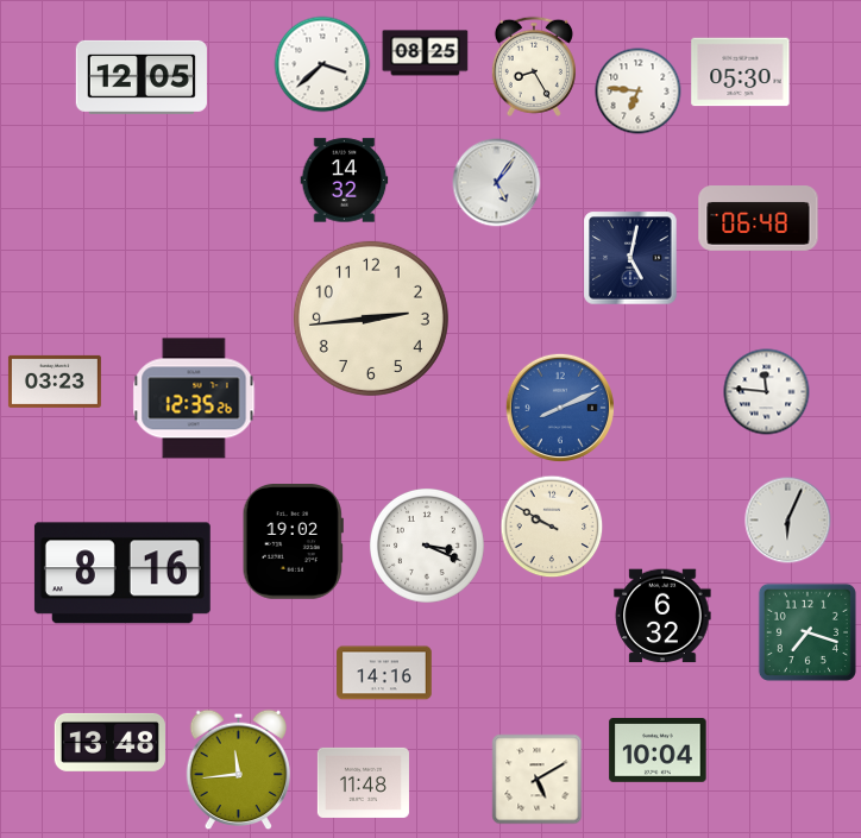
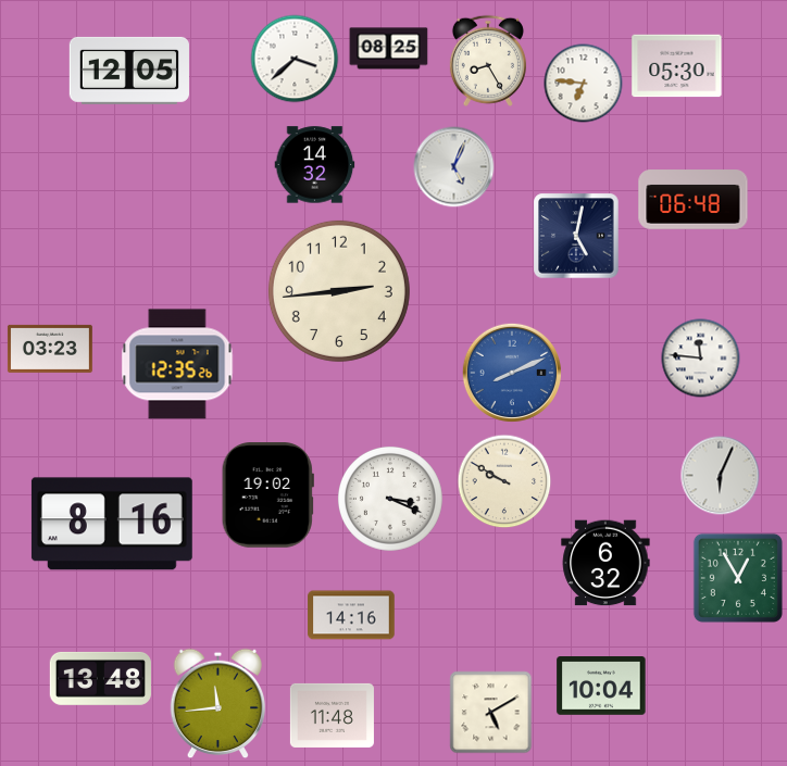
clock at (497, 183): 5:06 -> 5:04
clock at (807, 632): 7:18 -> 12:55
